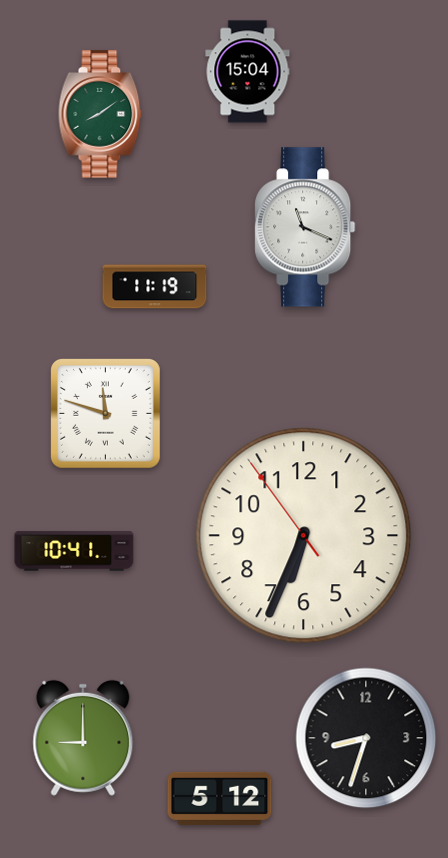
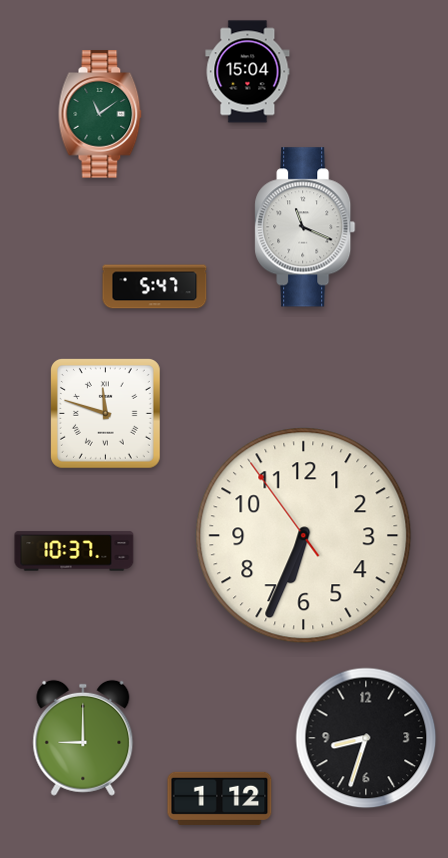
clock at (100, 114): 8:09 -> 11:09
clock at (155, 287): 11:19 -> 5:47
clock at (74, 551): 10:41 -> 10:37
clock at (220, 798): 5:12 -> 1:12
